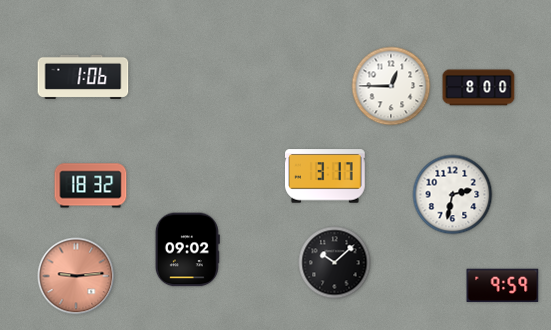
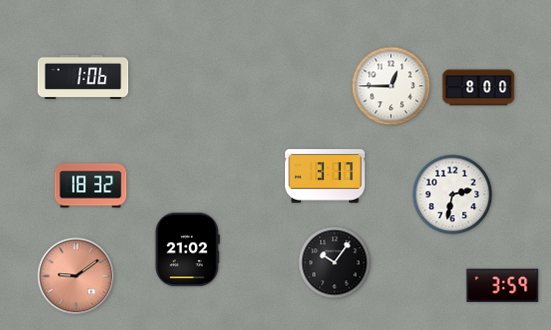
clock at (187, 250): 09:02 -> 21:02
clock at (335, 263): 10:08 -> 10:06
clock at (76, 276): 9:14 -> 9:09
clock at (503, 286): 9:59 -> 3:59
